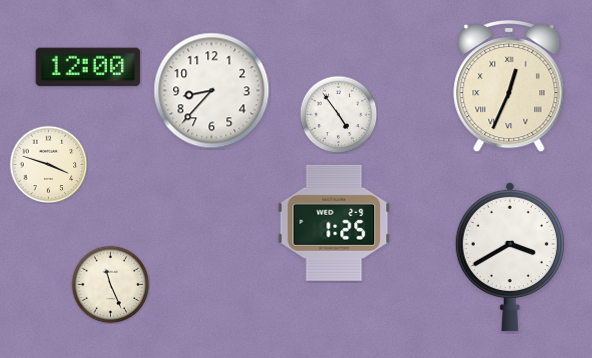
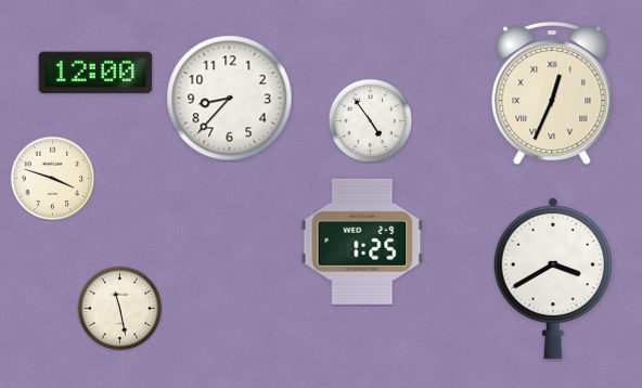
clock at (338, 114) position: (338, 114) -> (370, 120)
clock at (110, 284): 11:26 -> 11:28
